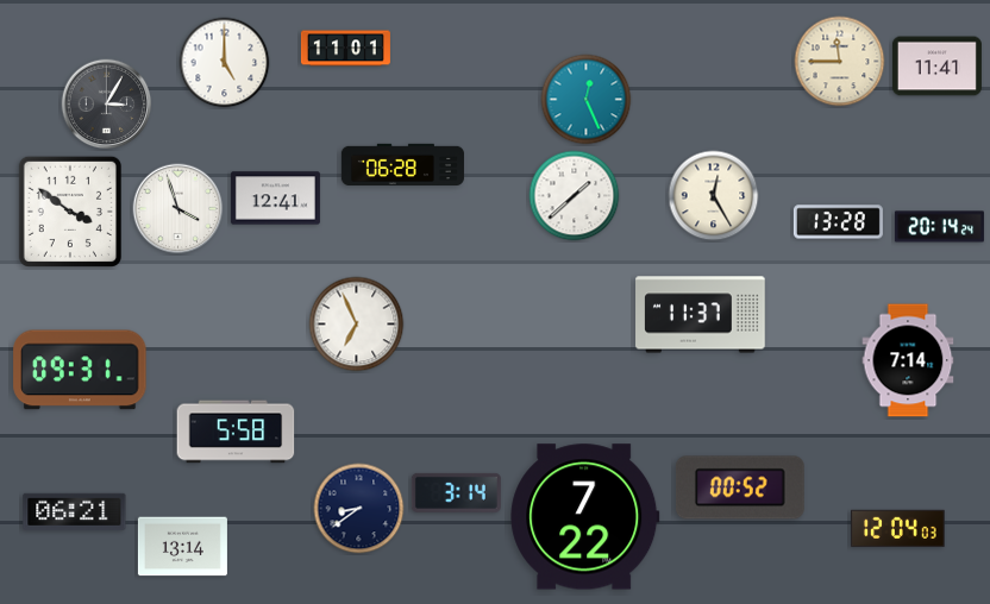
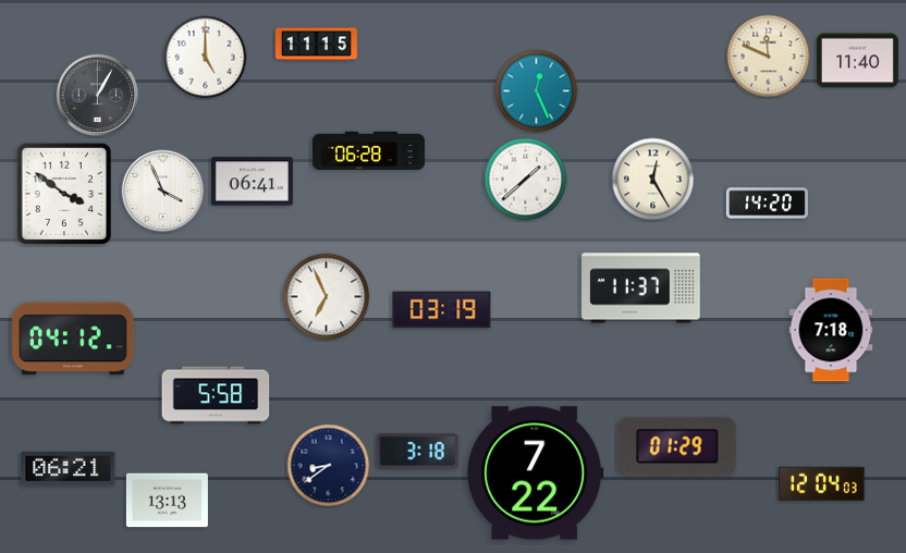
clock at (345, 49): 11:01 -> 11:15
clock at (840, 62): 11:45 -> 11:49
clock at (936, 67): 11:41 -> 11:40
clock at (107, 105): 3:05 -> 1:05
clock at (275, 199): 12:41 -> 06:41
clock at (178, 209): 3:57 -> 3:56
clock at (838, 222): 13:28 -> 14:20
clock at (939, 227): 20:14 -> none
clock at (442, 310): none -> 03:19
clock at (908, 360): 7:14 -> 7:18
clock at (80, 370): 09:31 -> 04:12
clock at (740, 487): 00:52 -> 01:29
clock at (456, 492): 3:14 -> 3:18
clock at (182, 547): 13:14 -> 13:13
